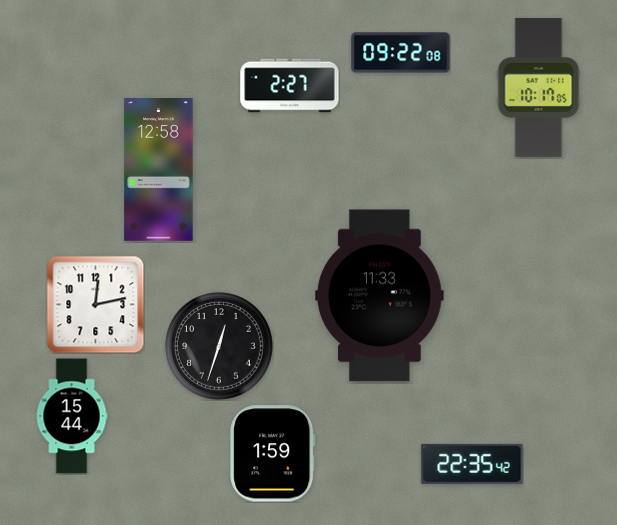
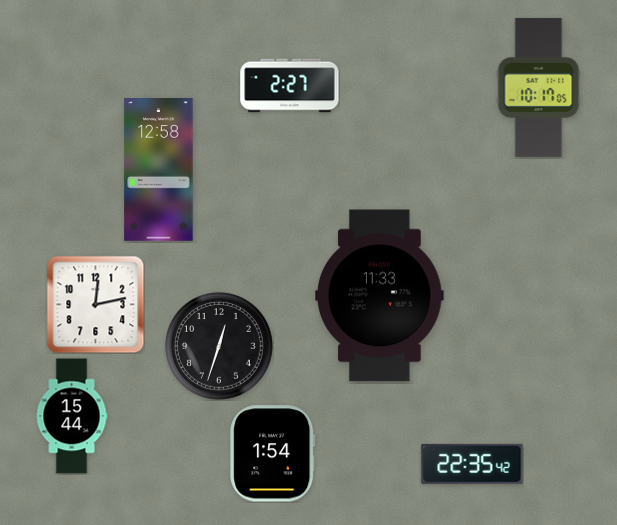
clock at (401, 53): 09:22 -> none
clock at (273, 454): 1:59 -> 1:54
